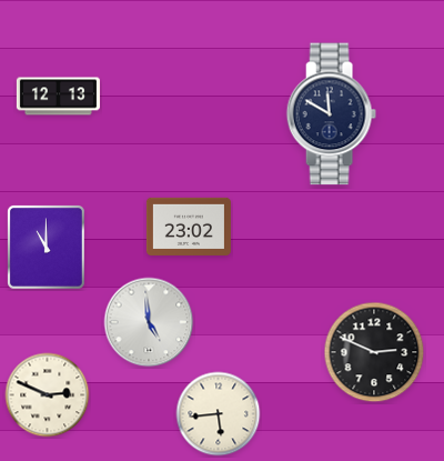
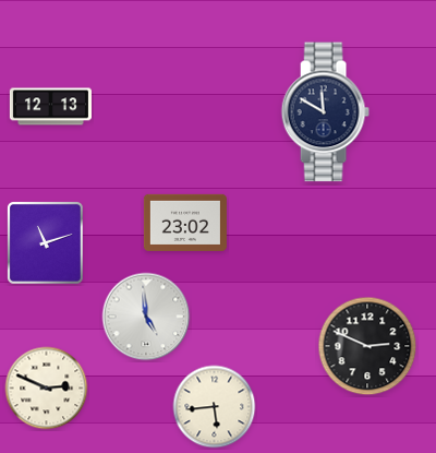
clock at (58, 97) position: (58, 97) -> (50, 107)
clock at (46, 248): 11:00 -> 11:12
